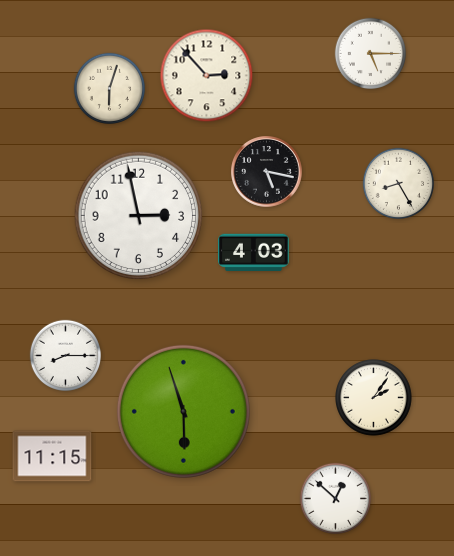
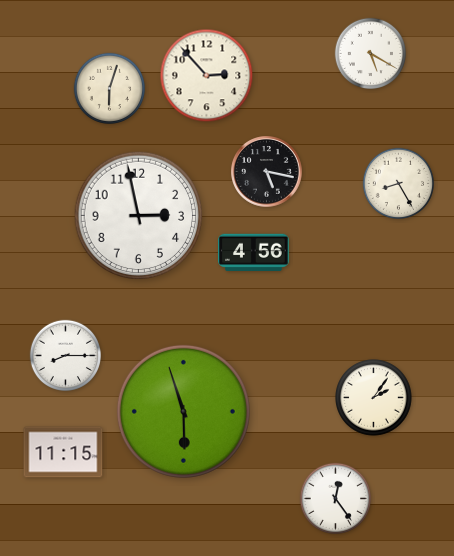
clock at (371, 54): 5:15 -> 5:20
clock at (254, 253): 4:03 -> 4:56
clock at (52, 456) position: (52, 456) -> (63, 452)
clock at (336, 499): 12:52 -> 12:24
